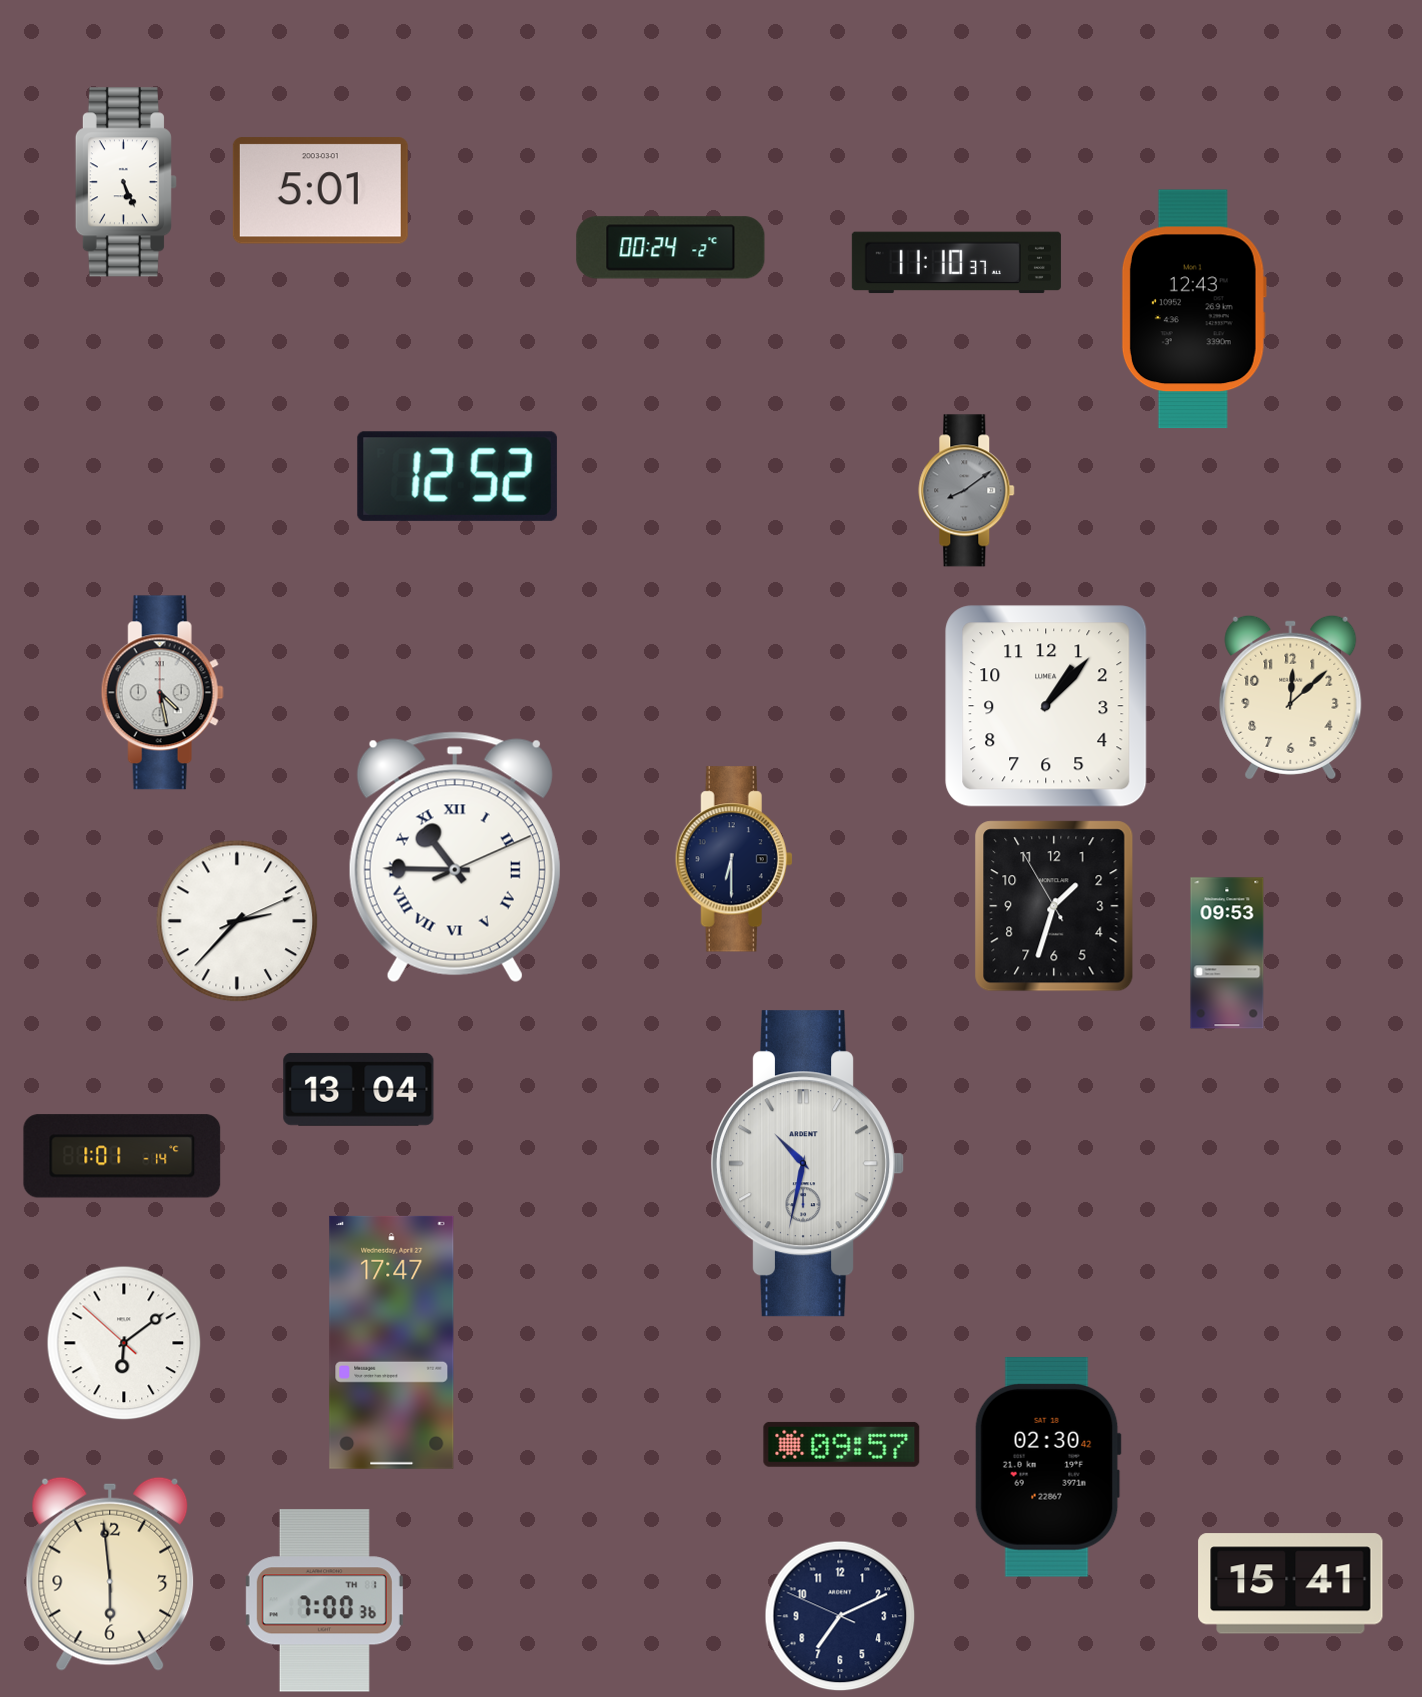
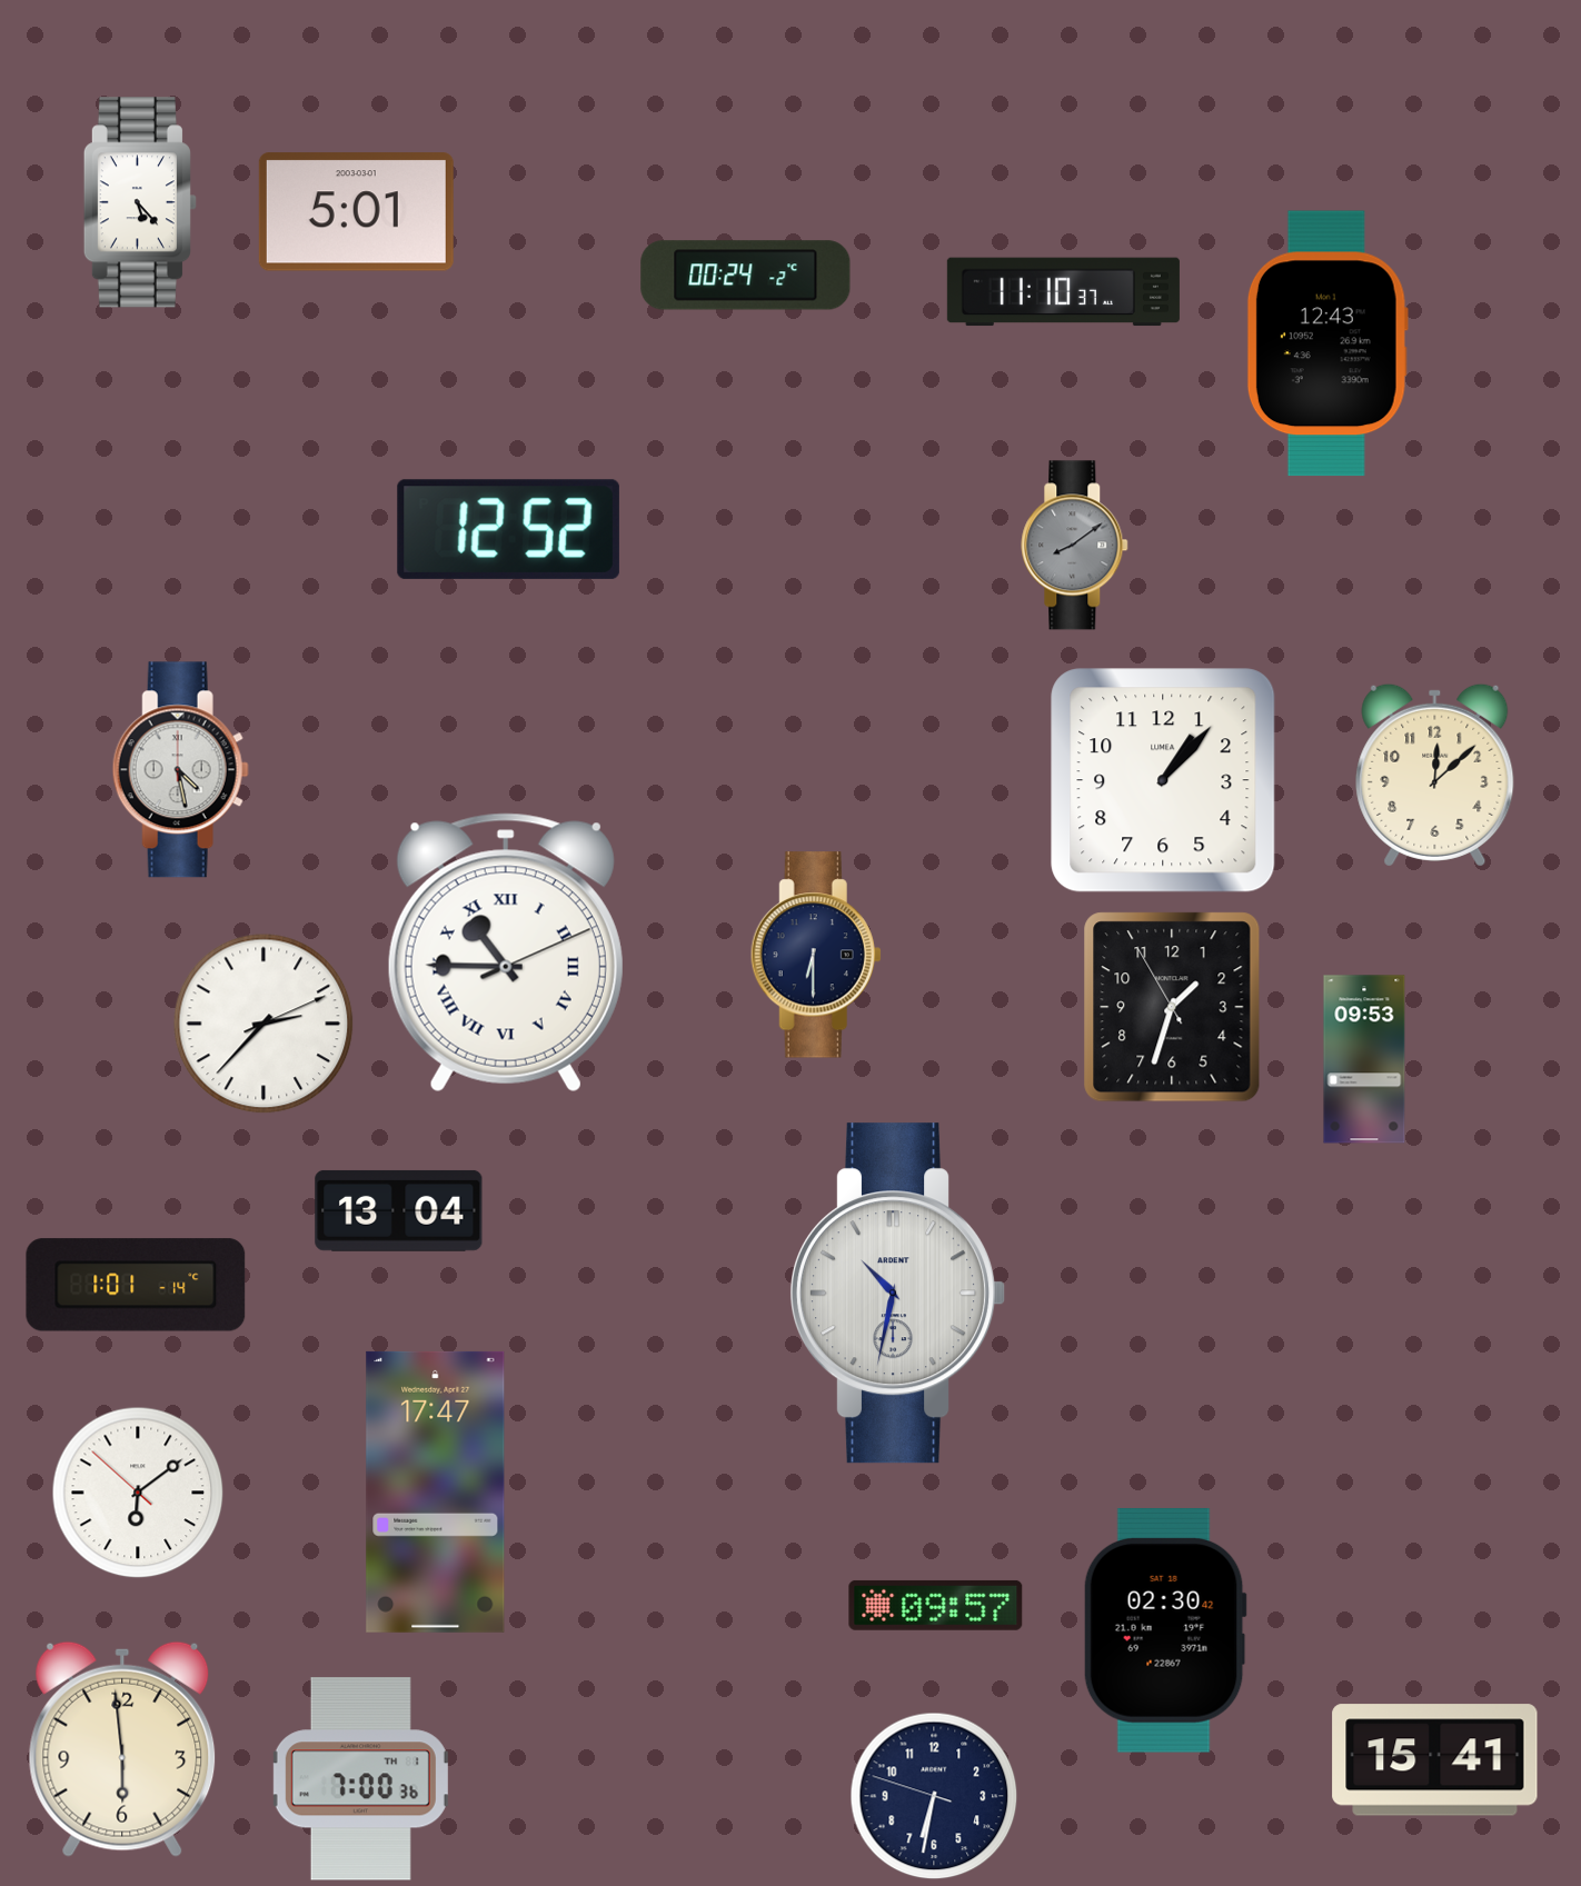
clock at (126, 182): 5:26 -> 5:23
clock at (1046, 706) position: (1046, 706) -> (1163, 780)
clock at (840, 1616): 7:10 -> 6:31
